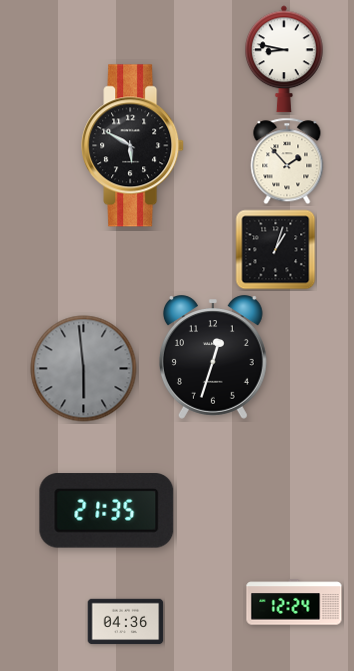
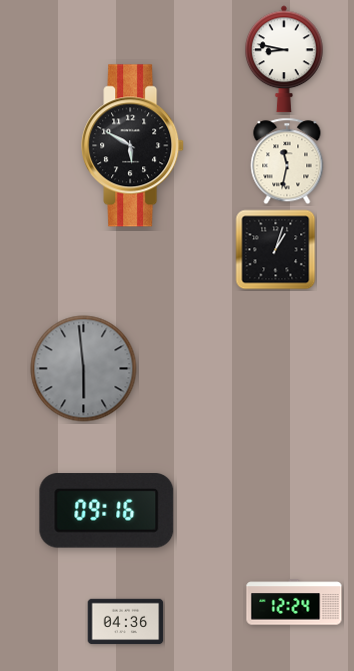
clock at (287, 161): 1:53 -> 11:32
clock at (213, 357): 12:33 -> none
clock at (107, 511): 21:35 -> 09:16
